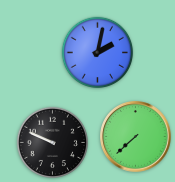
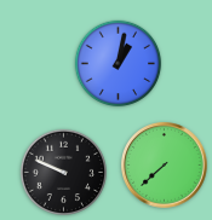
clock at (98, 53): 2:02 -> 1:02
